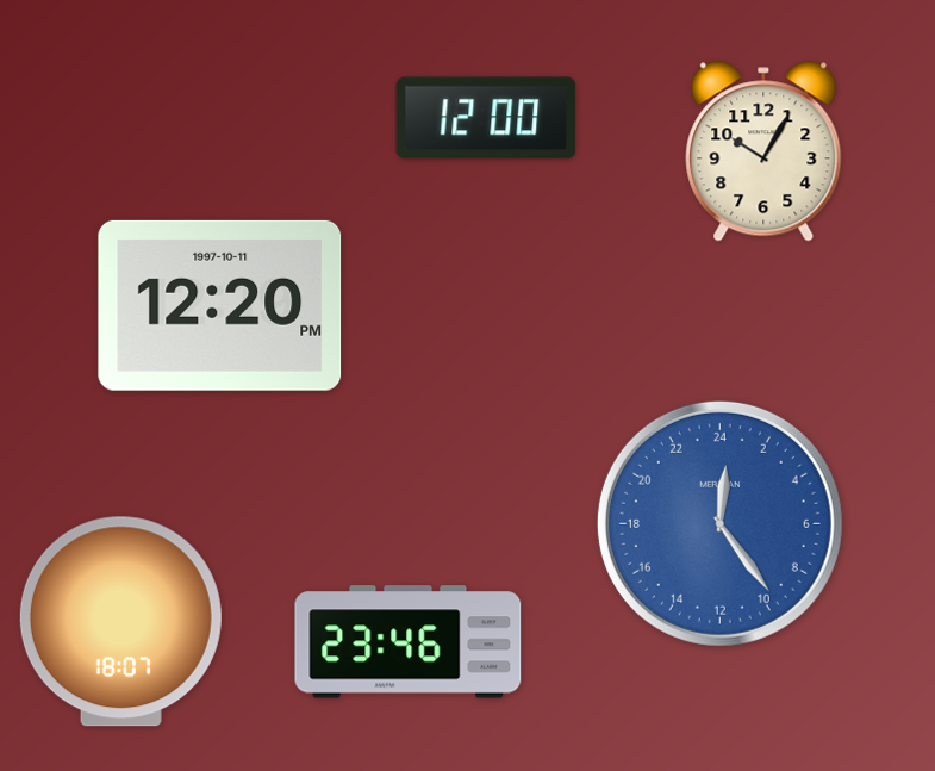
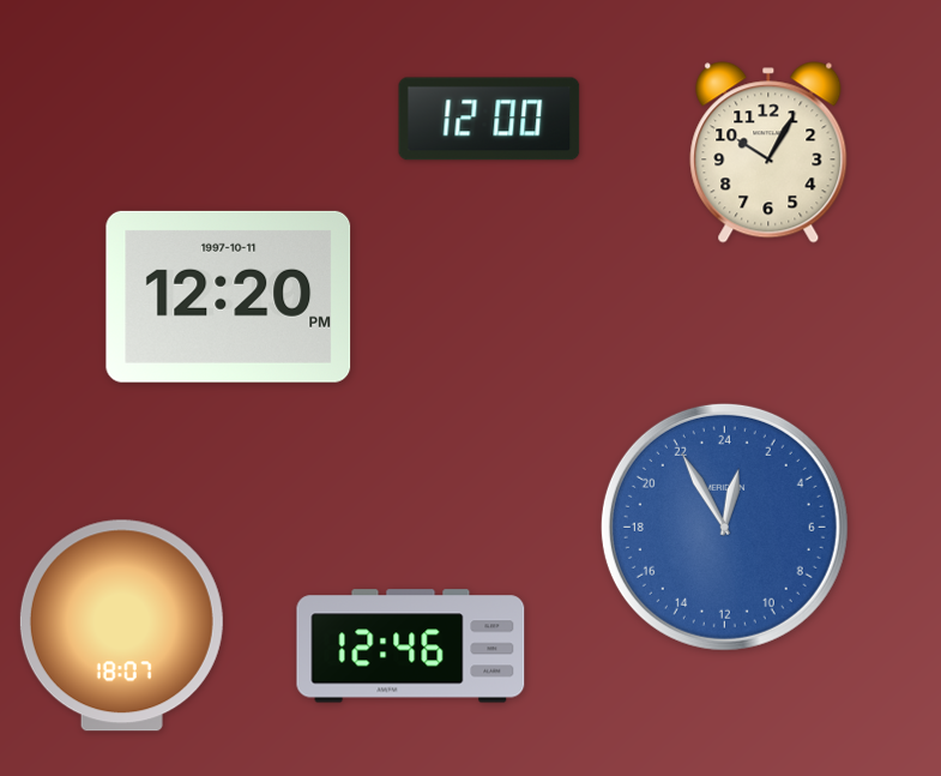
clock at (220, 305) position: (220, 305) -> (229, 296)
clock at (719, 523): 0:24 -> 0:55
clock at (409, 642): 23:46 -> 12:46
